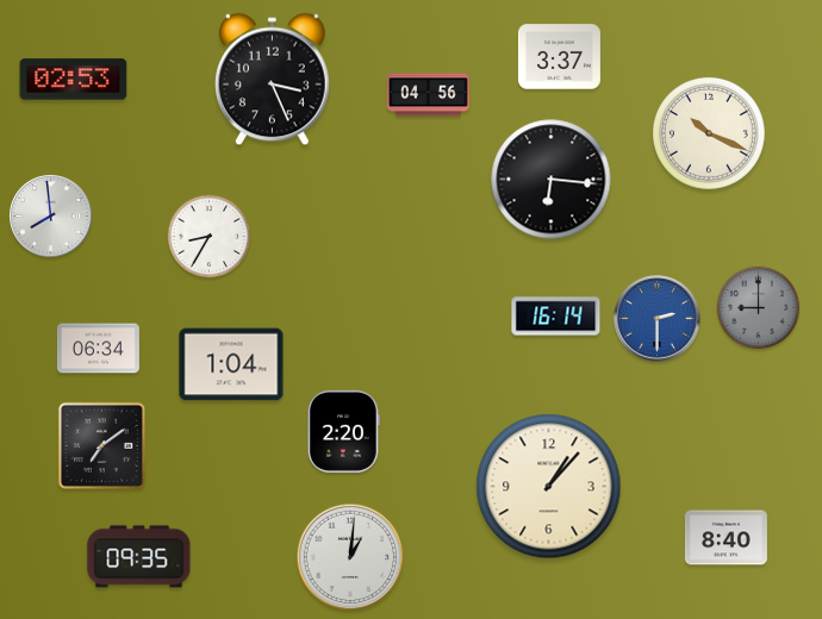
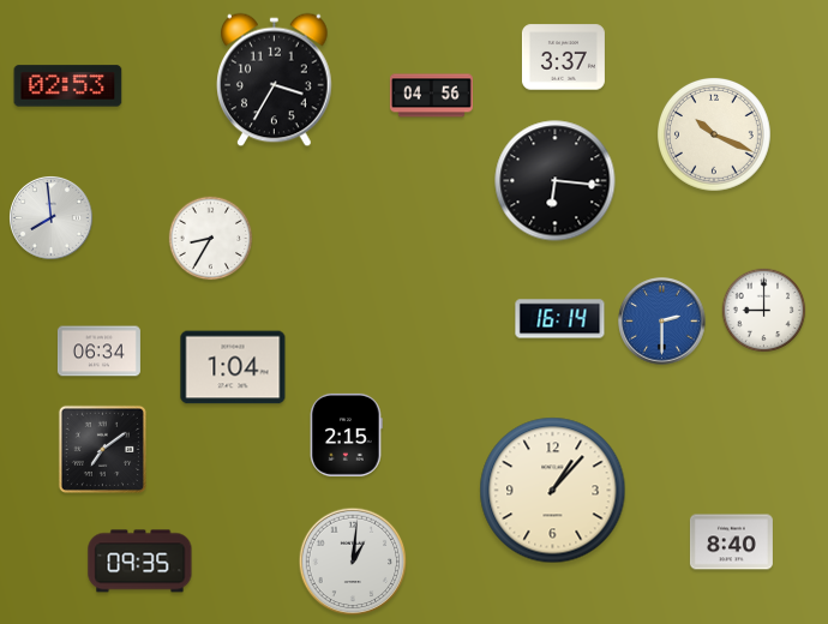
clock at (74, 80) position: (74, 80) -> (68, 86)
clock at (273, 80): 3:26 -> 3:35
clock at (759, 308) dial: grey -> white
clock at (344, 431): 2:20 -> 2:15
